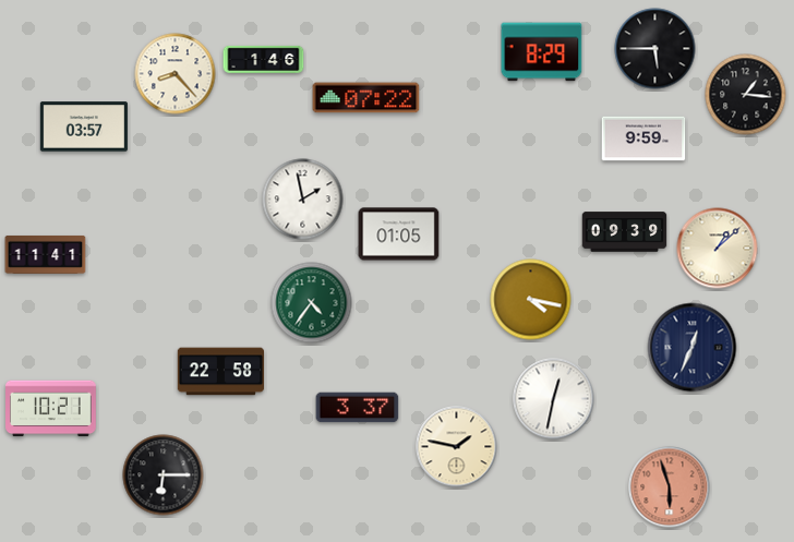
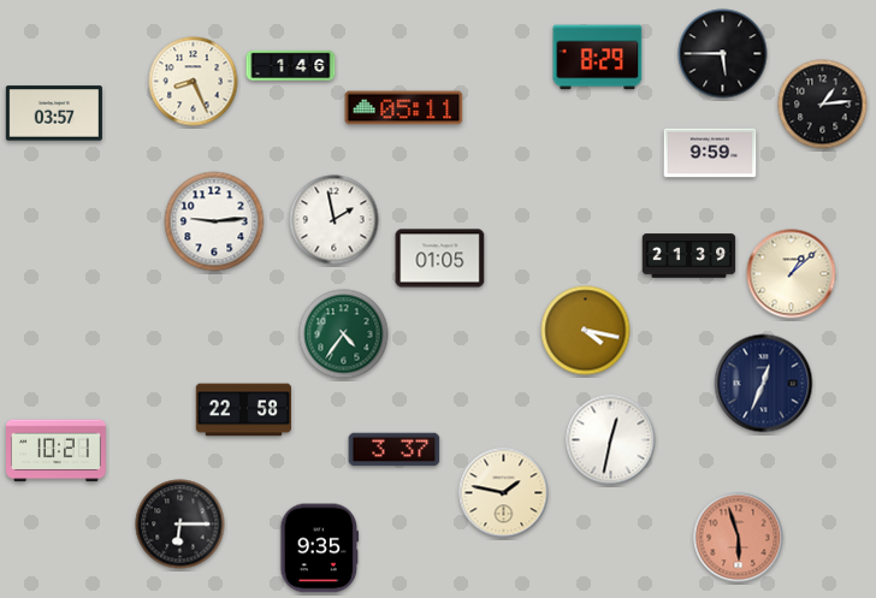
clock at (176, 74): 8:23 -> 8:26
clock at (746, 95): 1:16 -> 1:14
clock at (366, 98): 07:22 -> 05:11
clock at (84, 127) position: (84, 127) -> (54, 113)
clock at (214, 221): none -> 9:14
clock at (625, 232): 09:39 -> 21:39
clock at (46, 254): 11:41 -> none
clock at (320, 549): none -> 9:35
